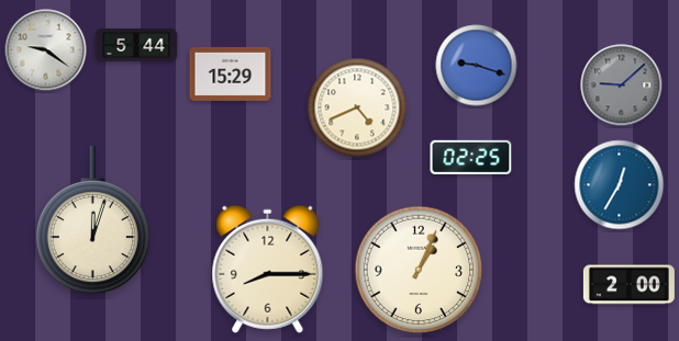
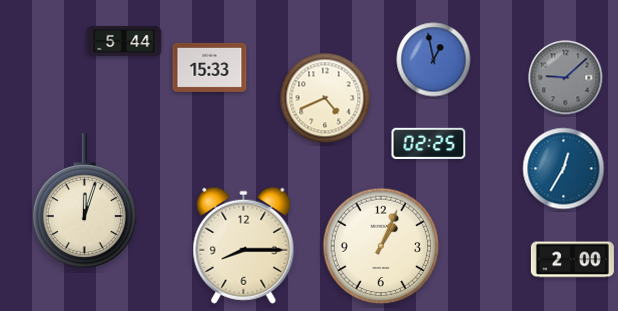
clock at (46, 50): 9:21 -> none
clock at (477, 66): 9:18 -> 12:58
clock at (231, 73): 15:29 -> 15:33
